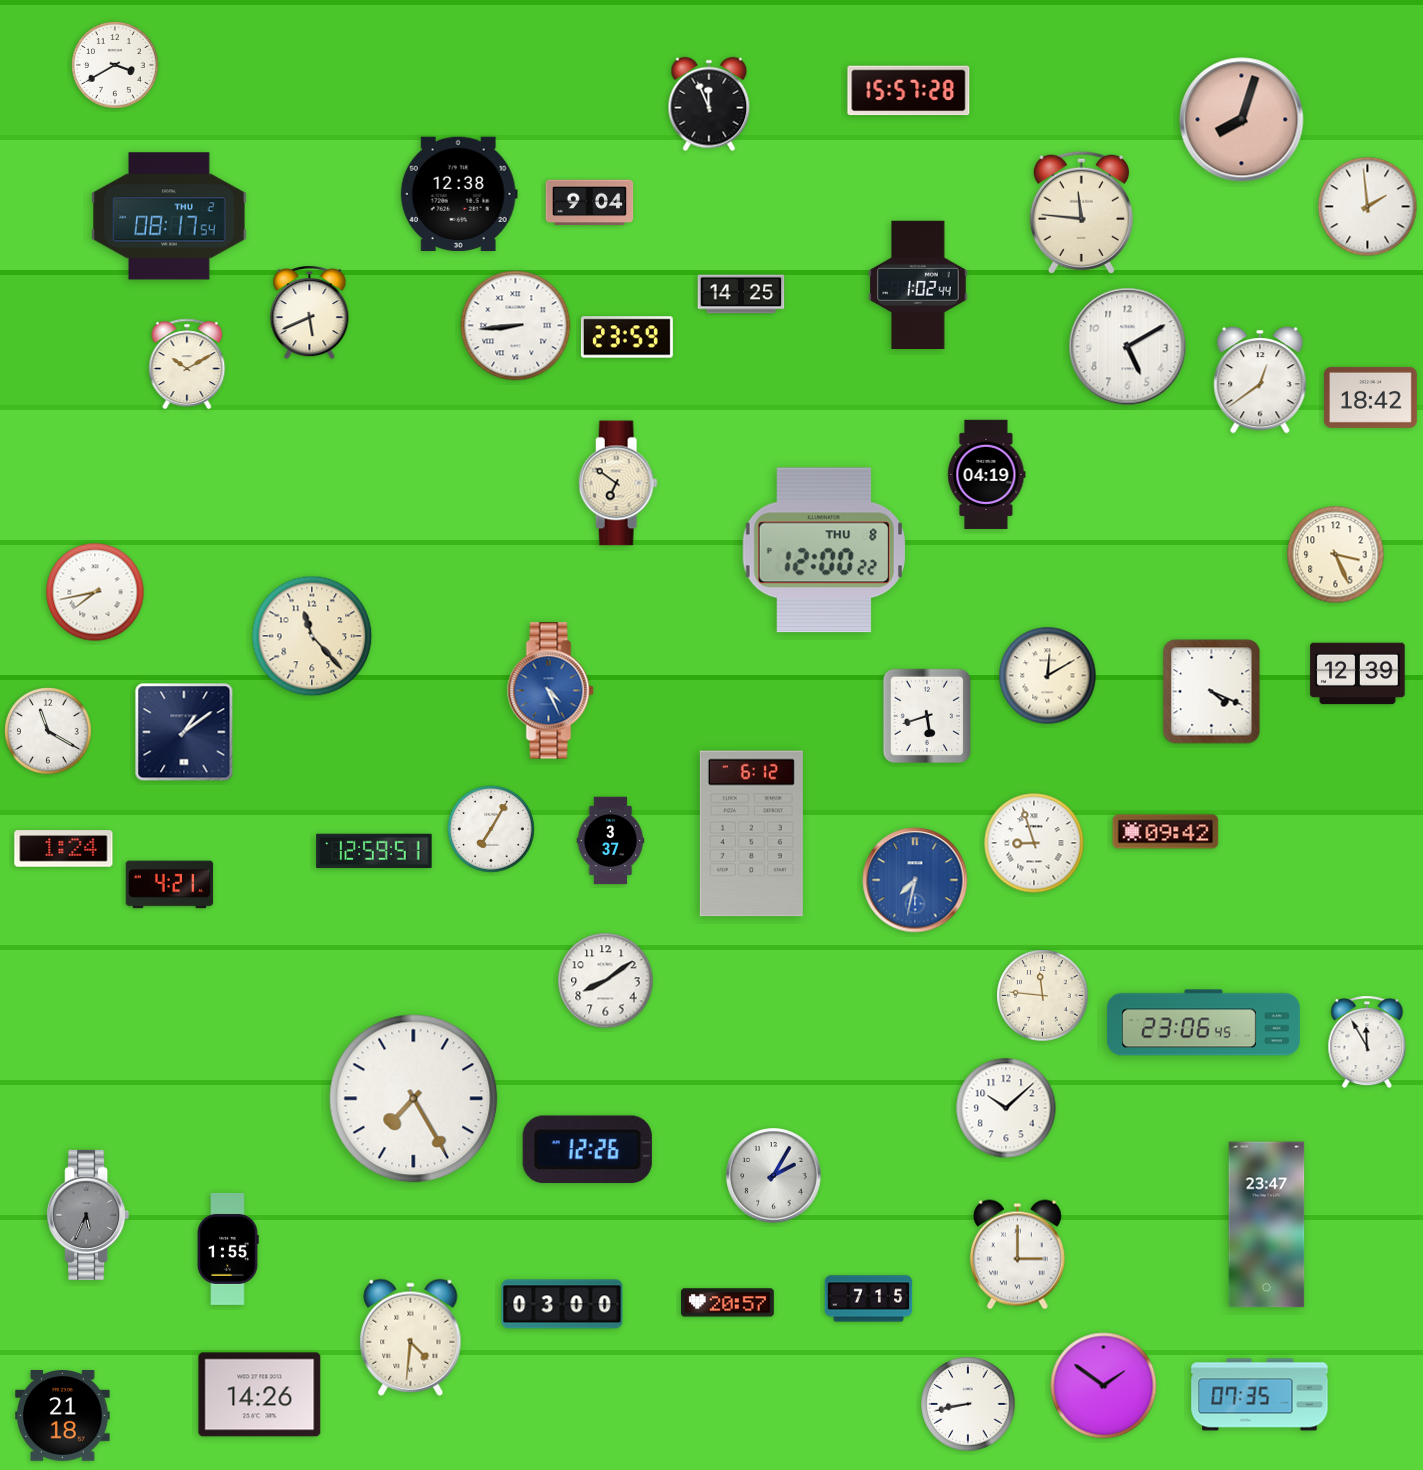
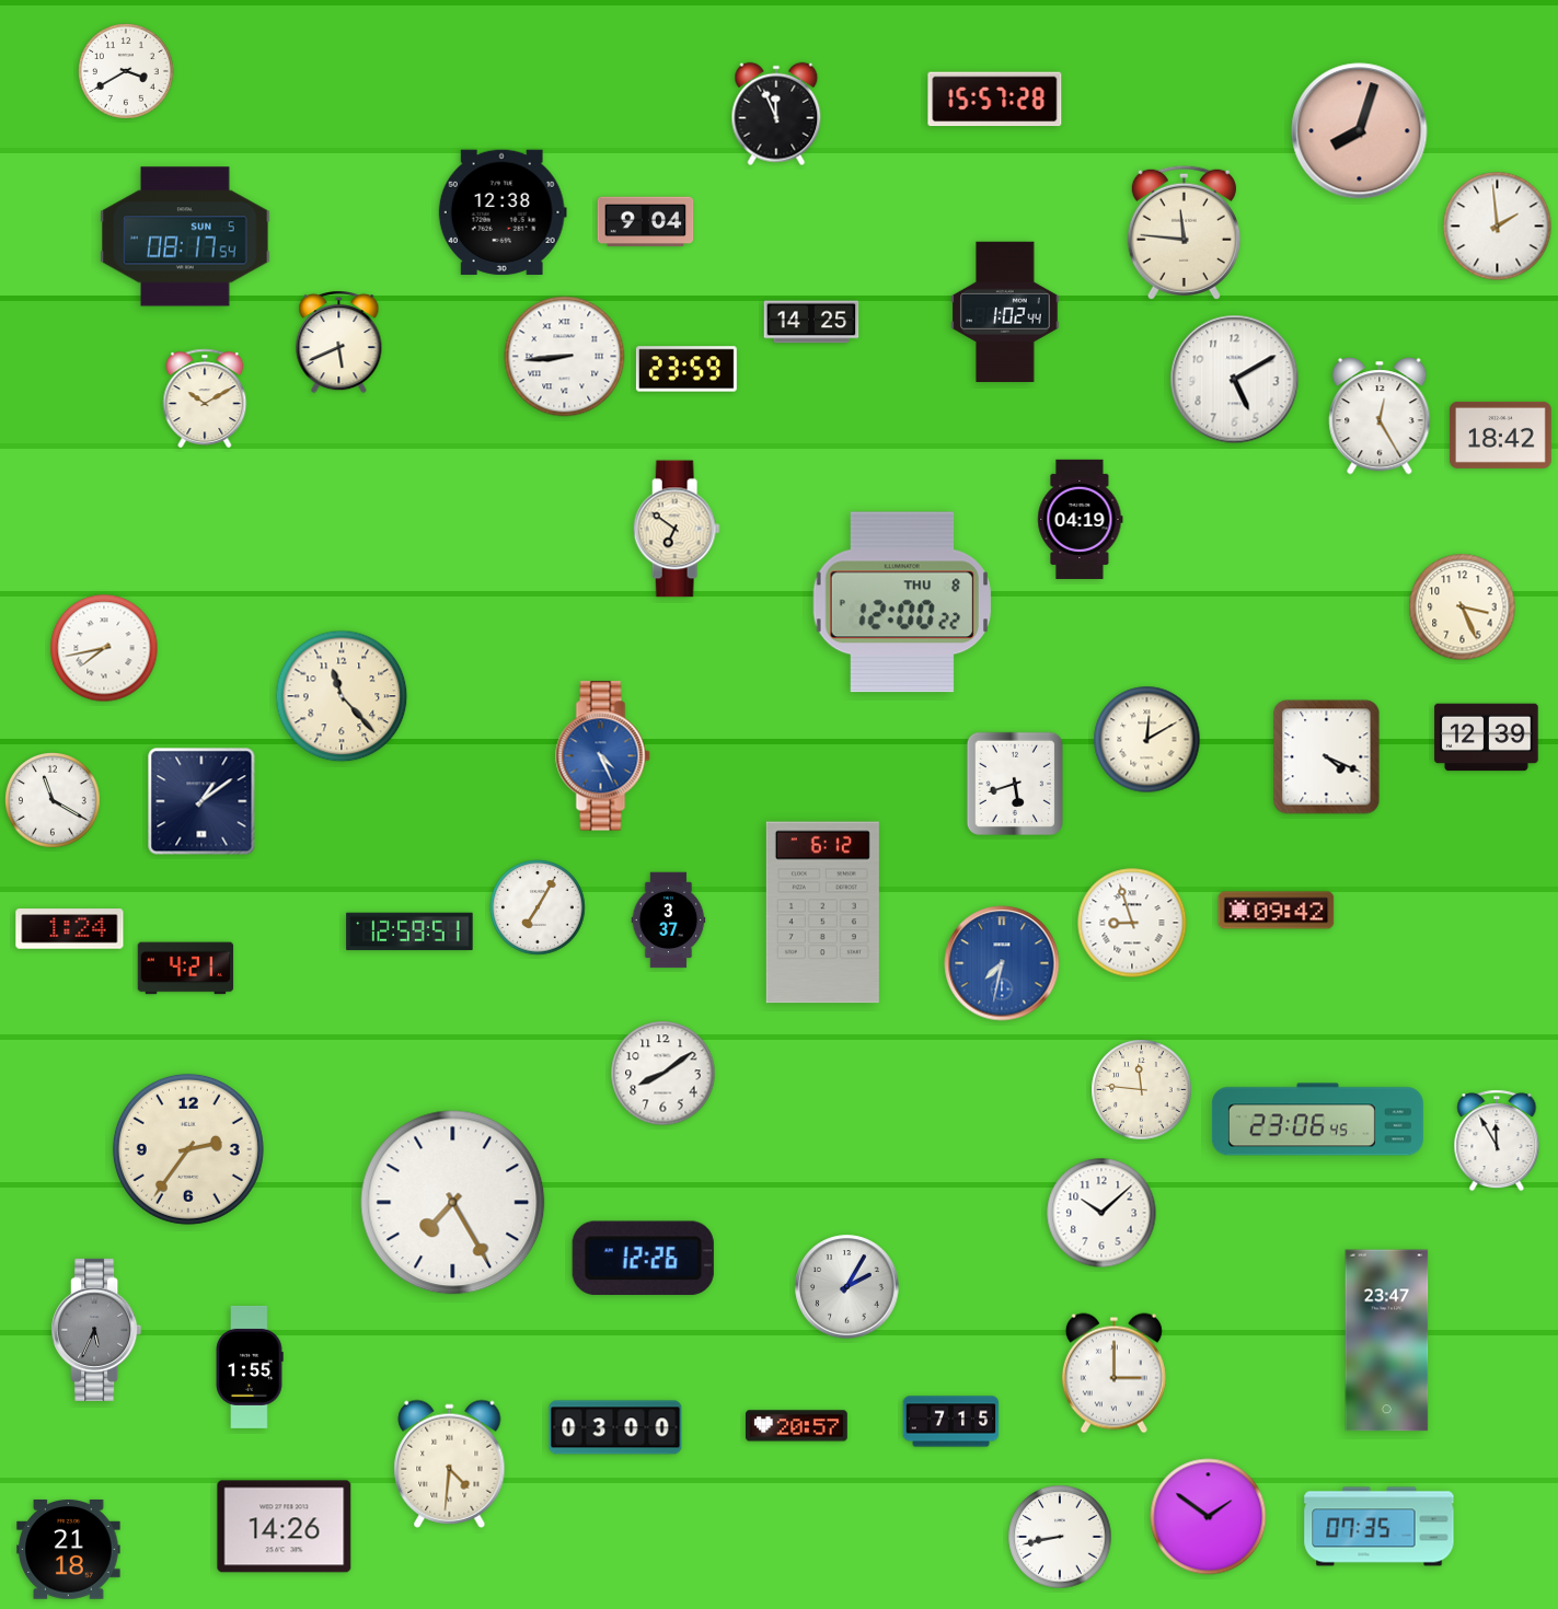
clock at (169, 216) date: THU 2 -> SUN 5
clock at (1260, 381): 12:39 -> 12:25
clock at (188, 1149): none -> 2:36
